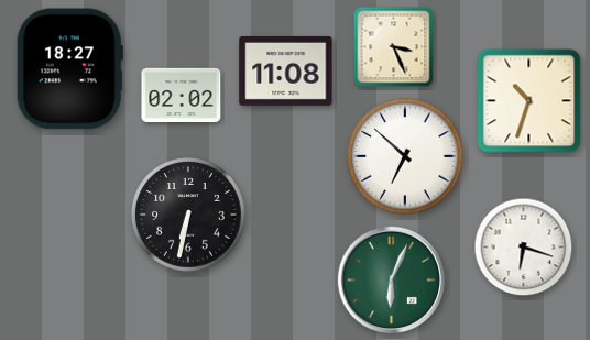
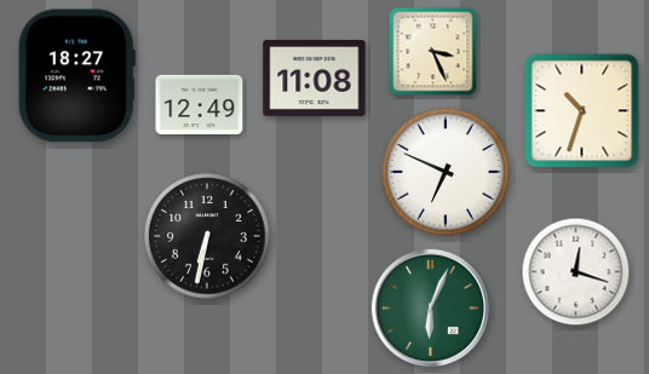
clock at (182, 95): 02:02 -> 12:49
clock at (405, 156): 6:52 -> 6:49
clock at (524, 248): 6:18 -> 12:18
